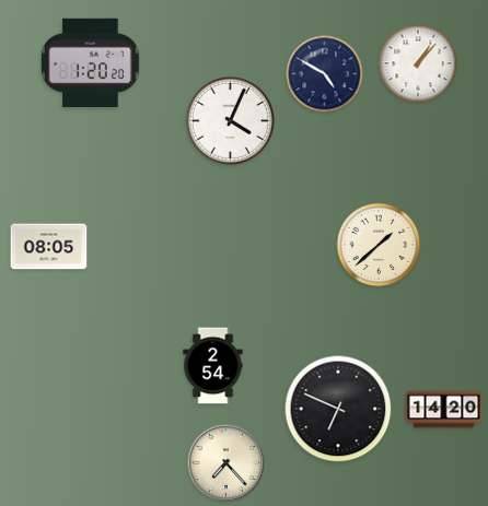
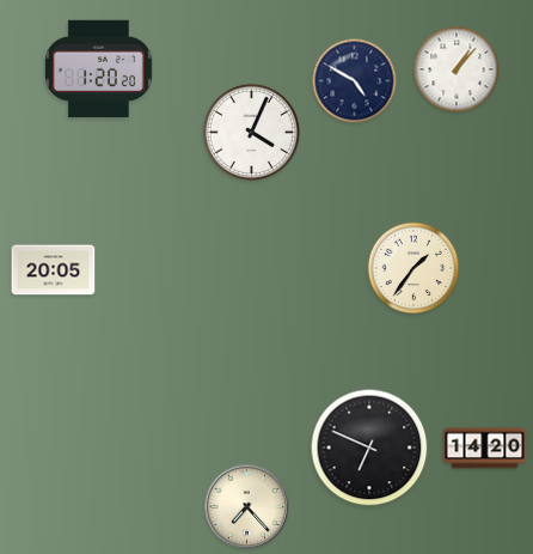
clock at (379, 245): 1:38 -> 1:36
clock at (49, 247): 08:05 -> 20:05
clock at (213, 366): 2:54 -> none
